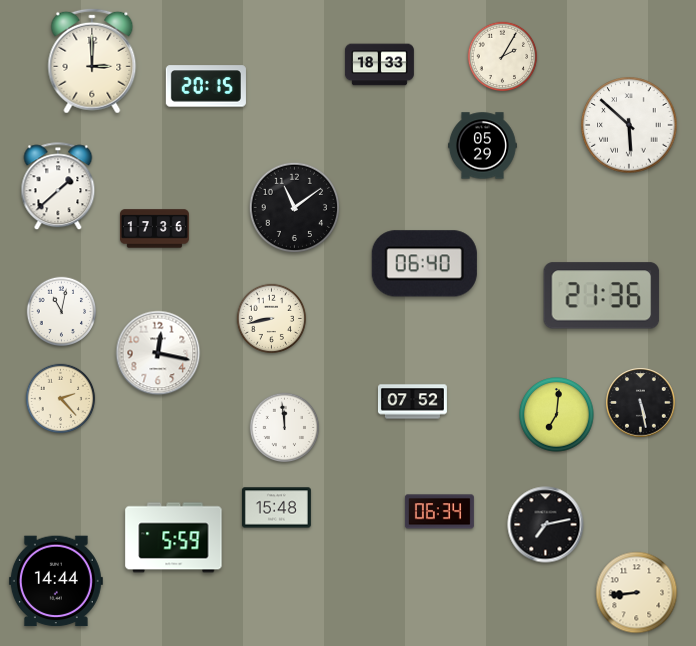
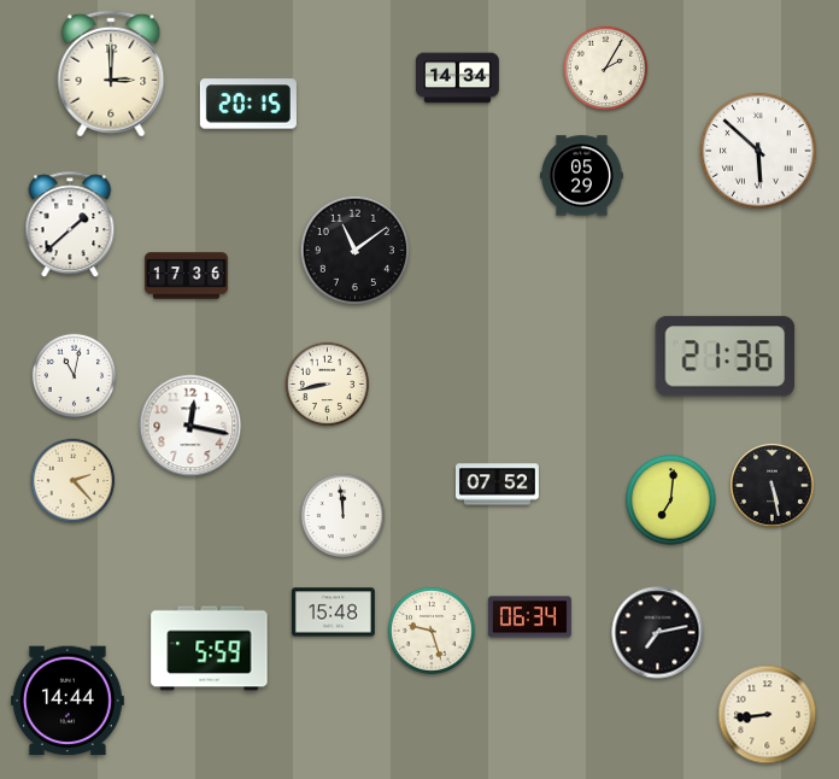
clock at (379, 65): 18:33 -> 14:34
clock at (424, 264): 06:40 -> none
clock at (432, 631): none -> 9:27
